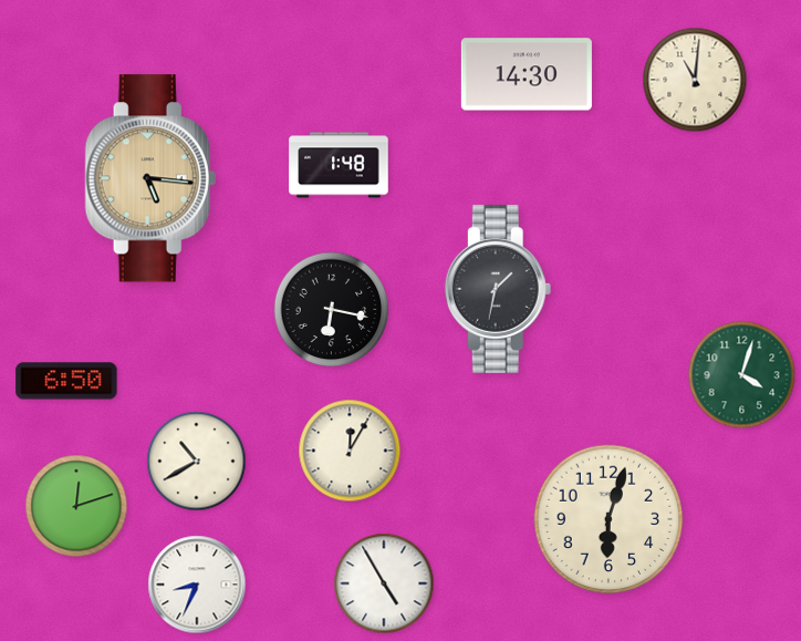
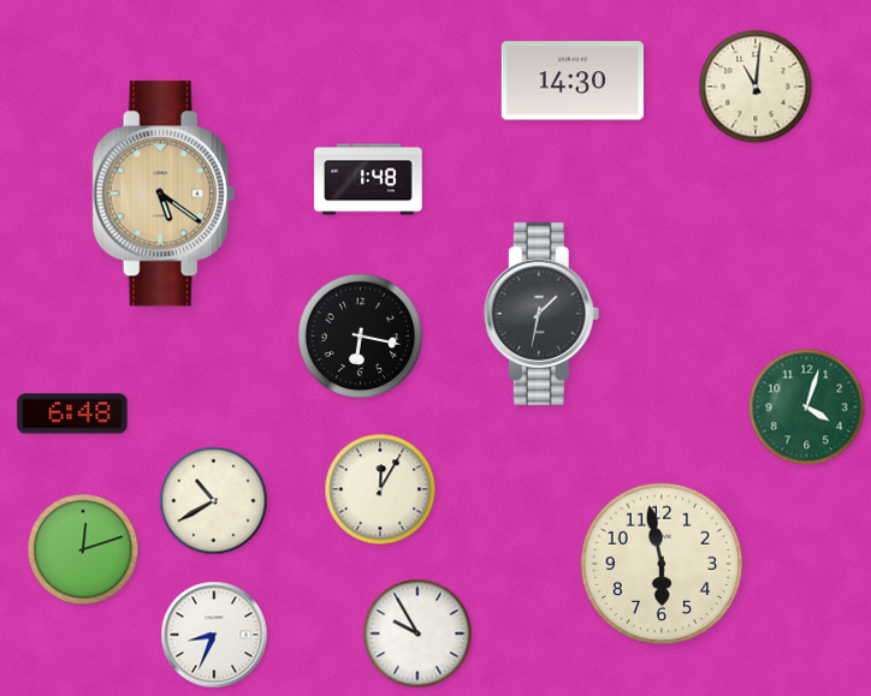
clock at (150, 178): 5:16 -> 5:21
clock at (66, 381): 6:50 -> 6:48
clock at (608, 519): 6:03 -> 5:58
clock at (384, 583): 4:55 -> 9:55
